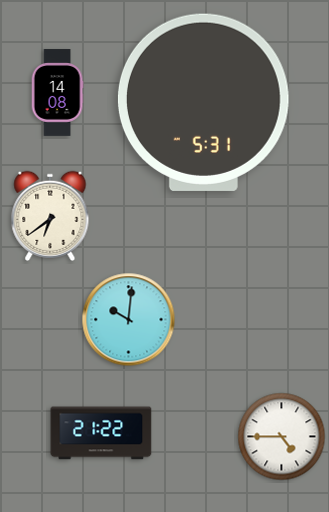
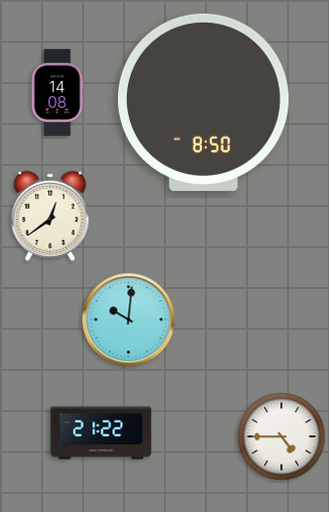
clock at (203, 102): 5:31 -> 8:50
clock at (50, 216): 6:39 -> 12:39
